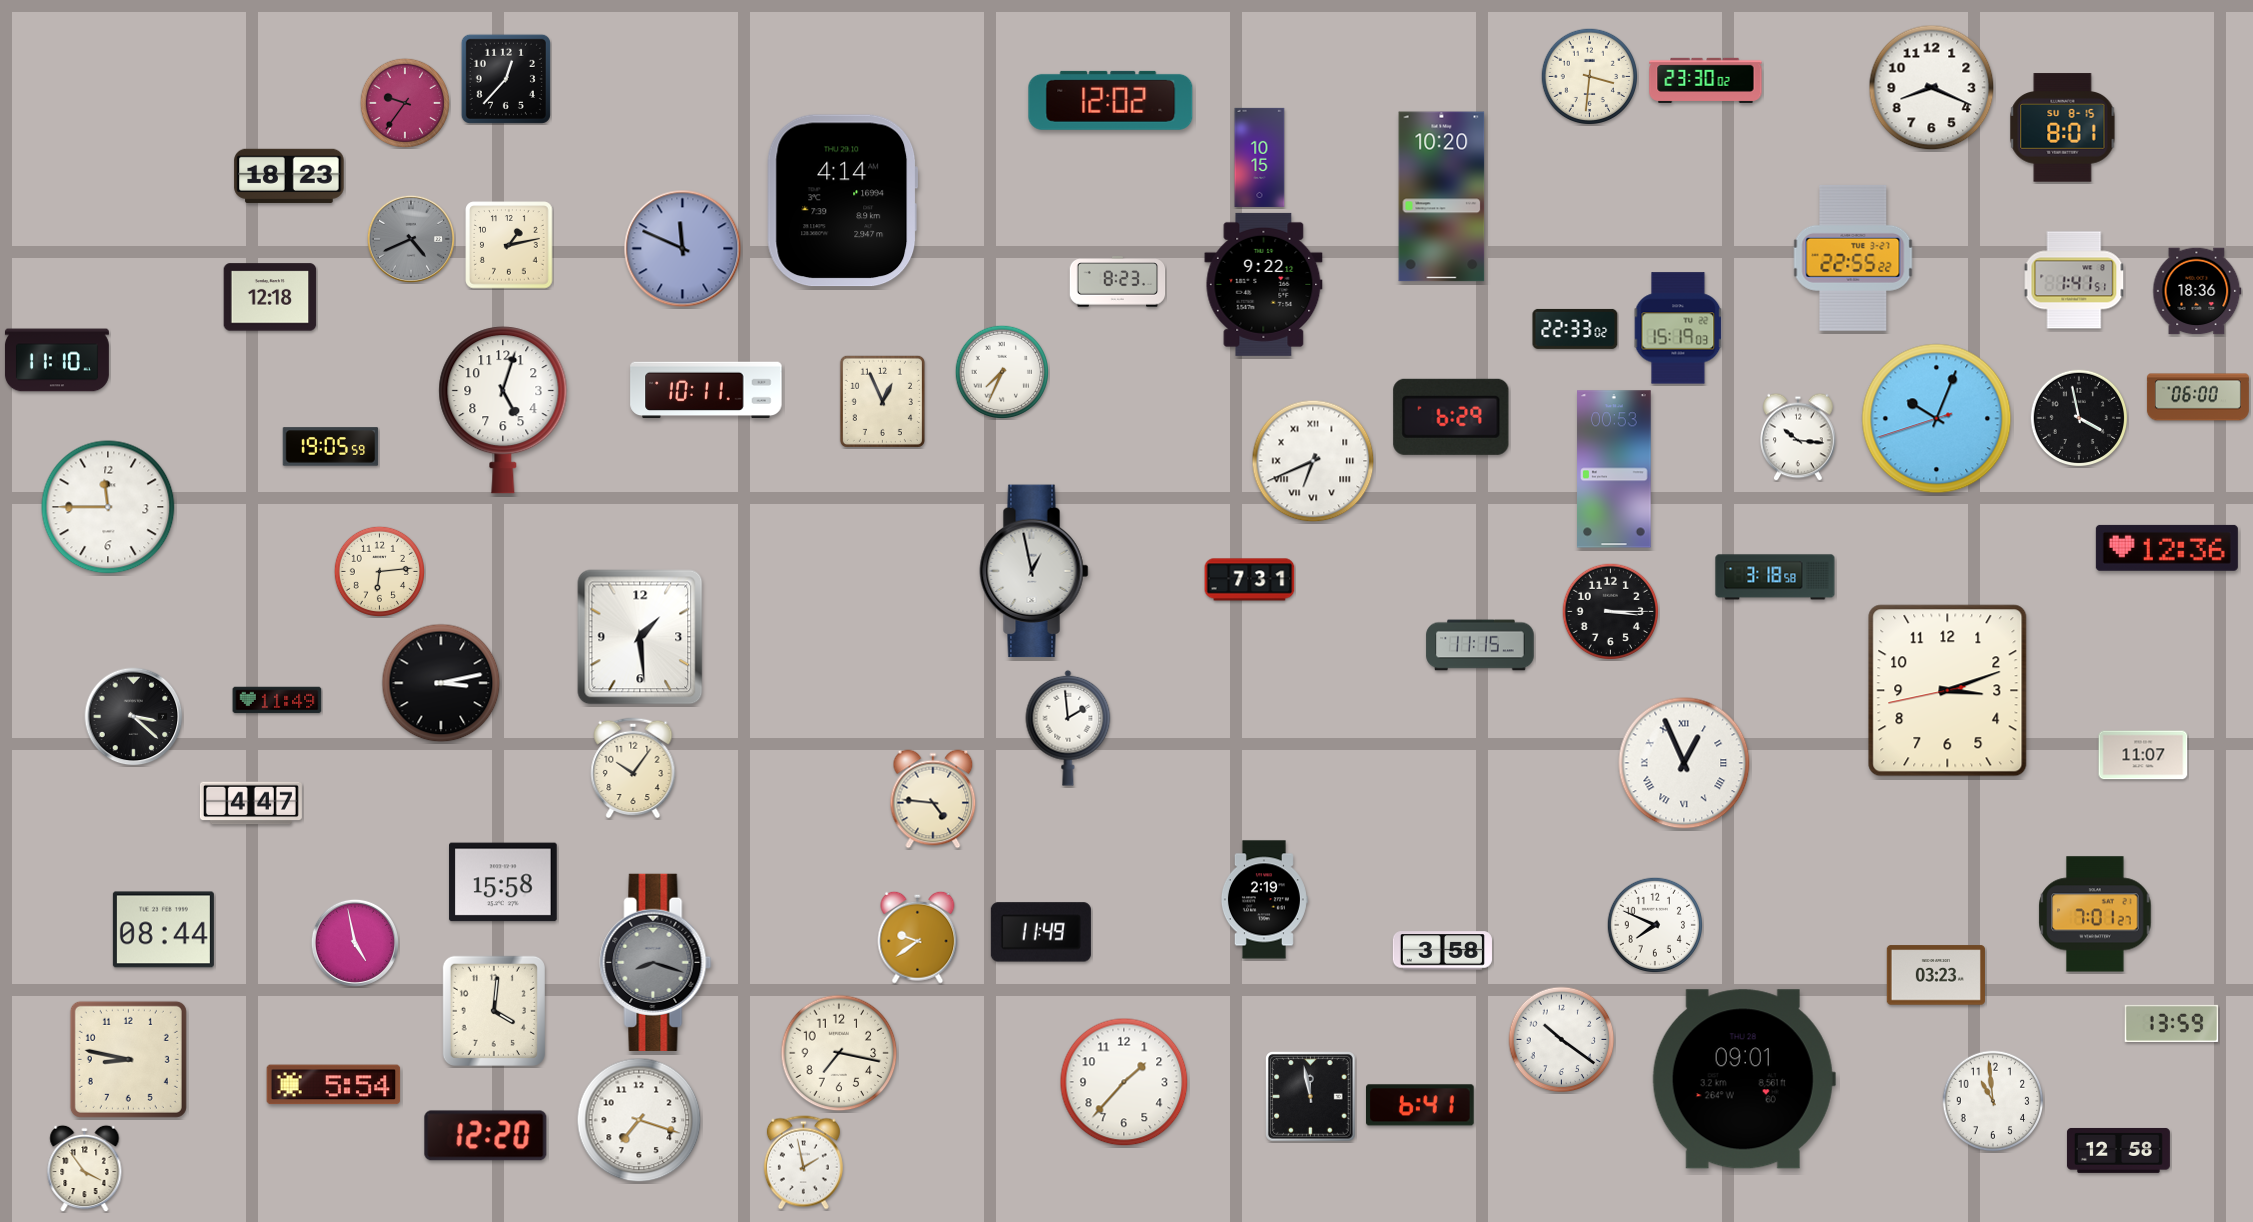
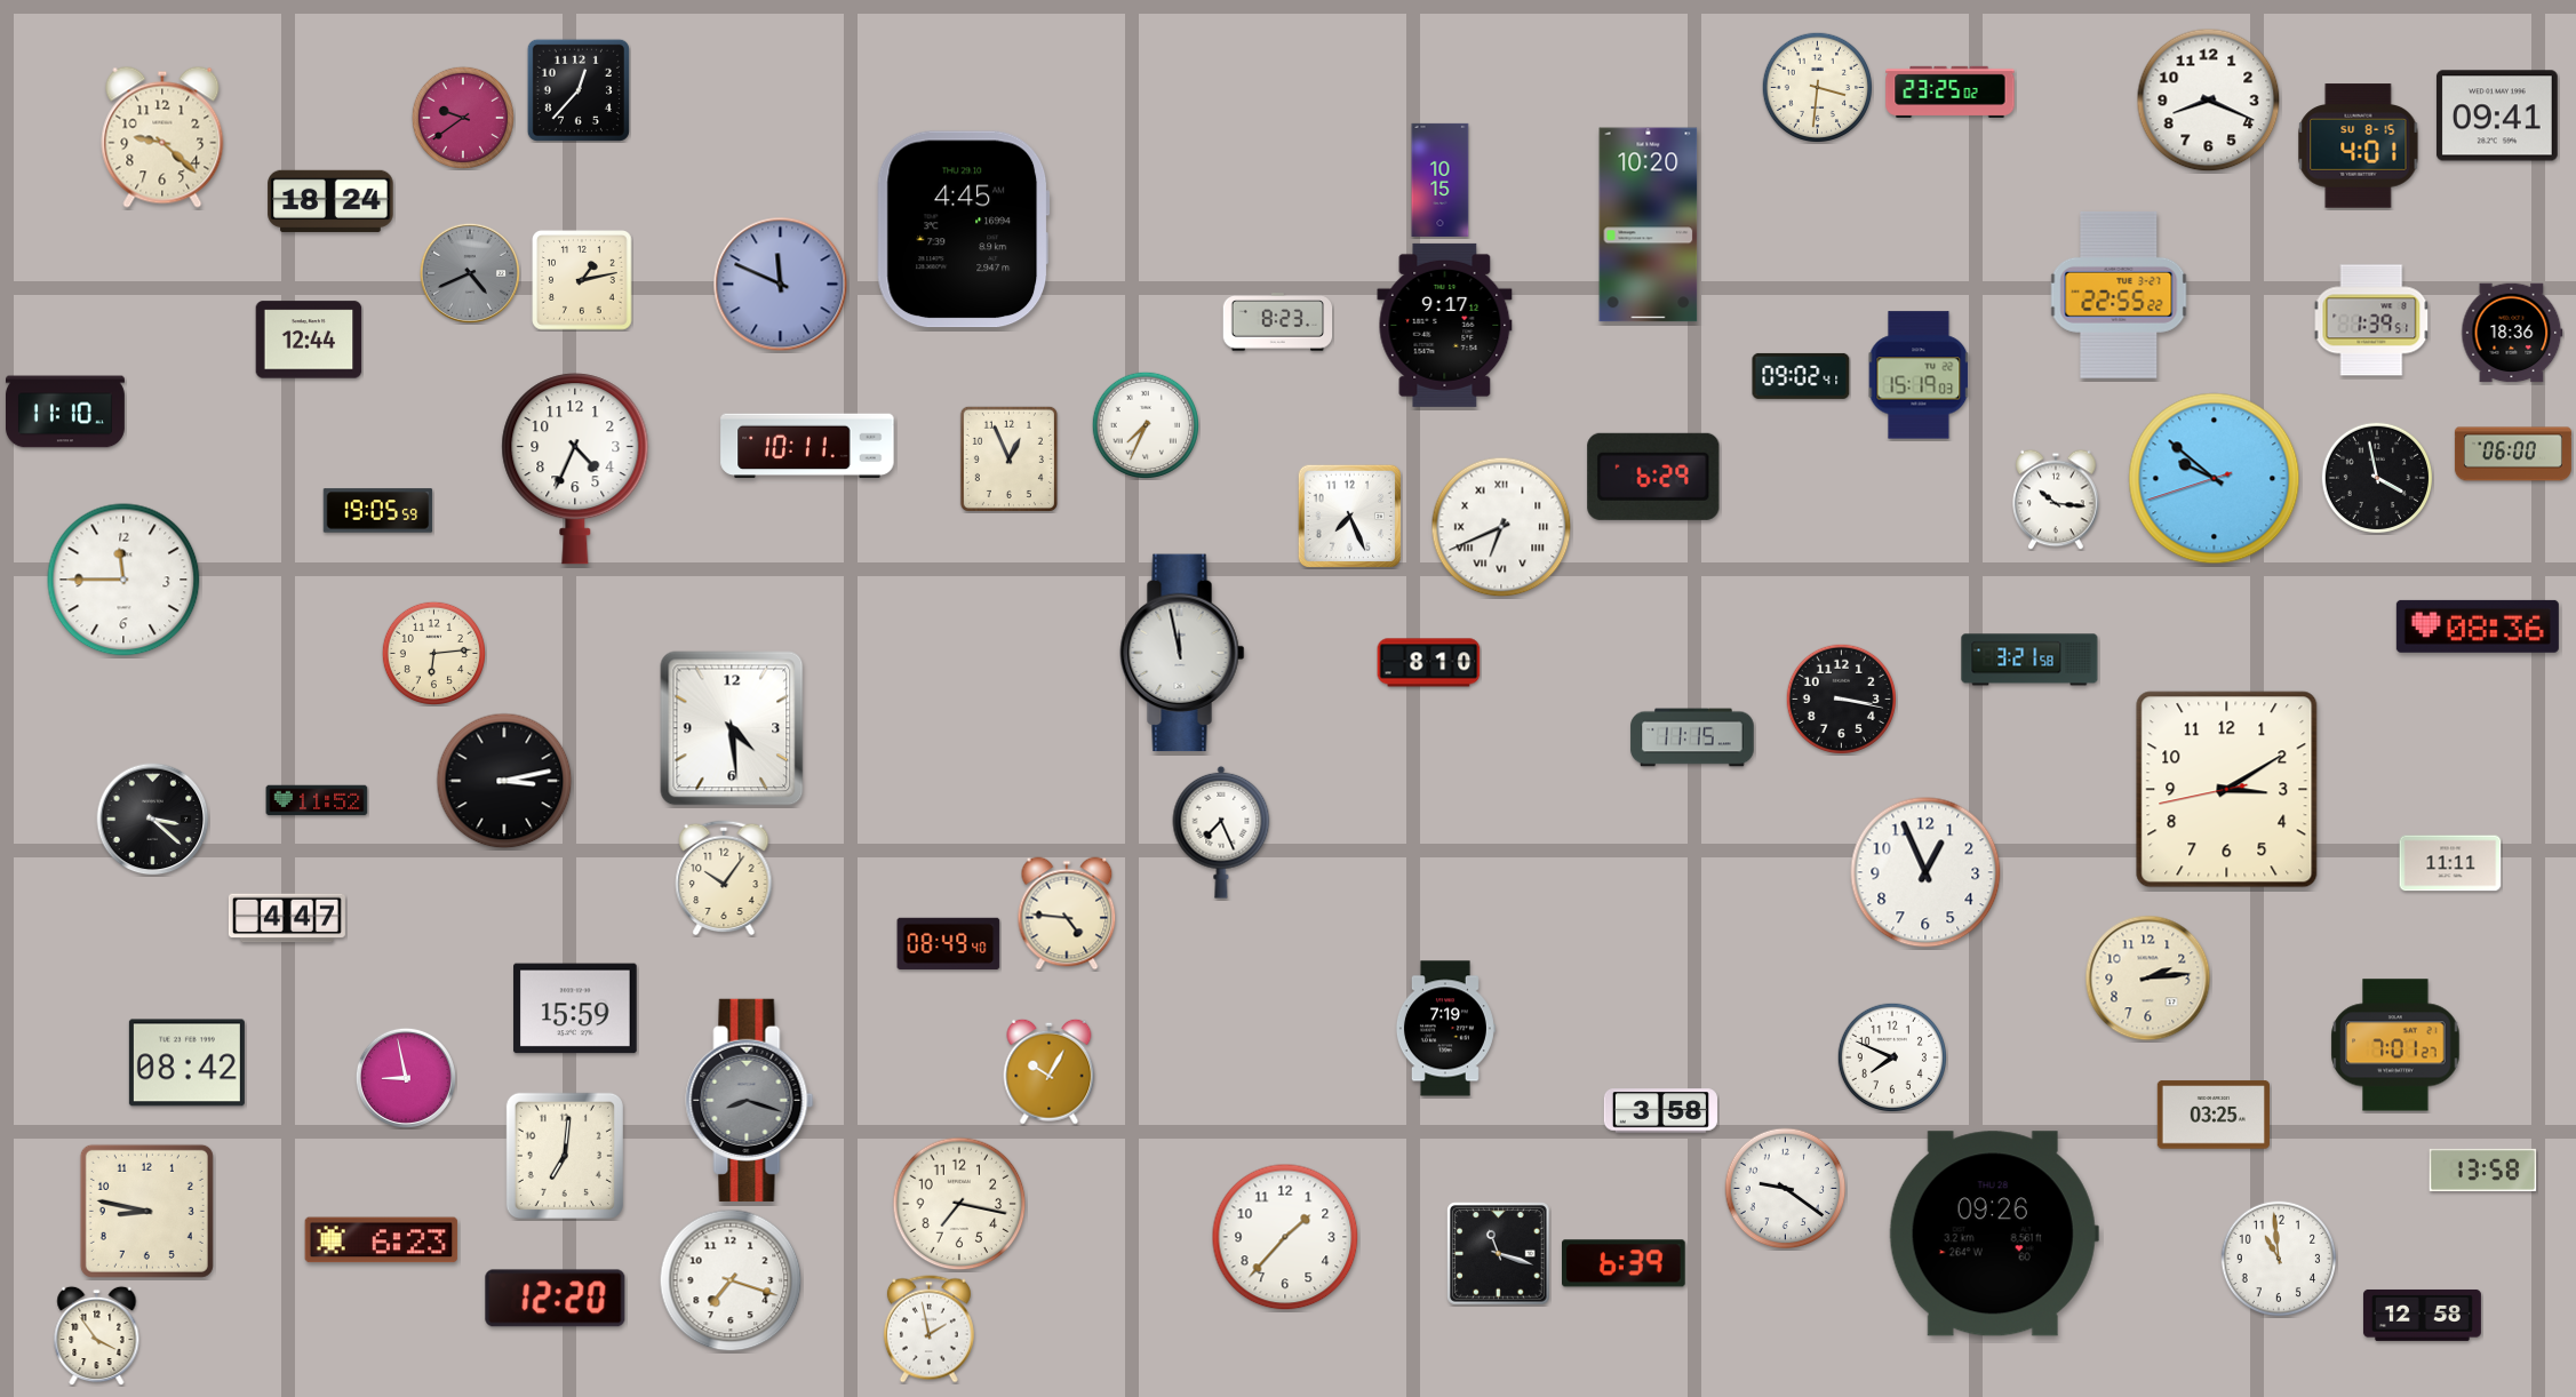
clock at (1706, 80): 23:30 -> 23:25
clock at (1111, 100): 12:02 -> none
clock at (2497, 115): none -> 09:41
clock at (405, 103): 9:36 -> 9:39
clock at (162, 137): none -> 9:22
clock at (2063, 128): 8:01 -> 4:01
clock at (289, 176): 18:23 -> 18:24
clock at (843, 201): 4:14 -> 4:45
clock at (2074, 280): 1:41 -> 1:39
clock at (1264, 284): 9:22 -> 9:17
clock at (270, 297): 12:18 -> 12:44
clock at (1575, 329): 22:33 -> 09:02
clock at (503, 410): 5:03 -> 4:34
clock at (1451, 417) position: (1451, 417) -> (1653, 477)
clock at (1937, 419): 10:03 -> 9:51
clock at (1349, 516): none -> 7:26
clock at (1614, 469): 00:53 -> none
clock at (2167, 548): 12:36 -> 08:36
clock at (1034, 571): 12:58 -> 11:58
clock at (1775, 577): 3:18 -> 3:21
clock at (1250, 580): 7:31 -> 8:10
clock at (1610, 611): 3:15 -> 3:17
clock at (640, 637): 1:29 -> 4:29
clock at (1948, 691): 3:11 -> 3:09
clock at (277, 700): 11:49 -> 11:52
clock at (1068, 728): 1:59 -> 7:26
clock at (2143, 755): 11:07 -> 11:11
clock at (1684, 763) numerals: Roman -> Arabic
clock at (949, 943): none -> 08:49
clock at (2148, 979): none -> 2:14
clock at (503, 882): 15:58 -> 15:59
clock at (1264, 900): 2:19 -> 7:19
clock at (163, 930): 08:44 -> 08:42
clock at (1041, 932): 11:49 -> none
clock at (918, 937): 9:39 -> 10:05
clock at (355, 943): 4:58 -> 8:58
clock at (1442, 951) position: (1442, 951) -> (1660, 1111)
clock at (1936, 975): 03:23 -> 03:25
clock at (494, 1011): 4:01 -> 7:01
clock at (2172, 1023): 13:59 -> 13:58
clock at (1562, 1040): 10:21 -> 9:21
clock at (1744, 1079): 09:01 -> 09:26
clock at (334, 1085): 5:54 -> 6:23
clock at (1311, 1097): 11:58 -> 11:18
clock at (1421, 1105): 6:41 -> 6:39
clock at (803, 1163) position: (803, 1163) -> (928, 1330)
